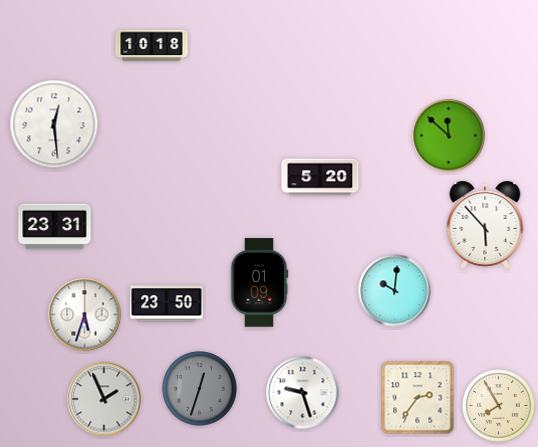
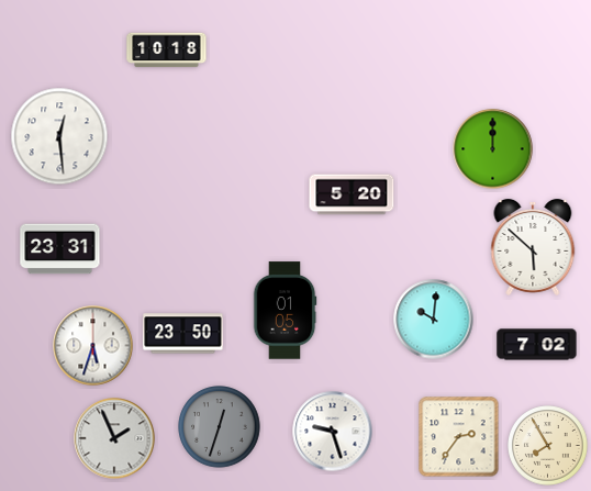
clock at (449, 136): 11:52 -> 12:00
clock at (485, 225): 5:53 -> 5:52
clock at (259, 283): 01:09 -> 01:05
clock at (537, 345): none -> 7:02
